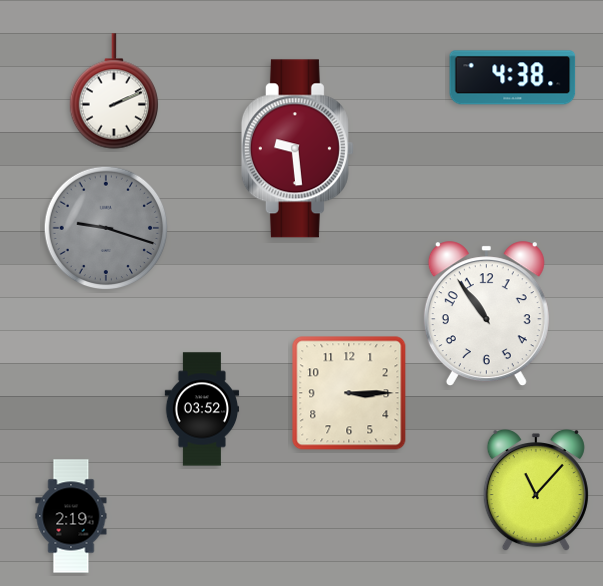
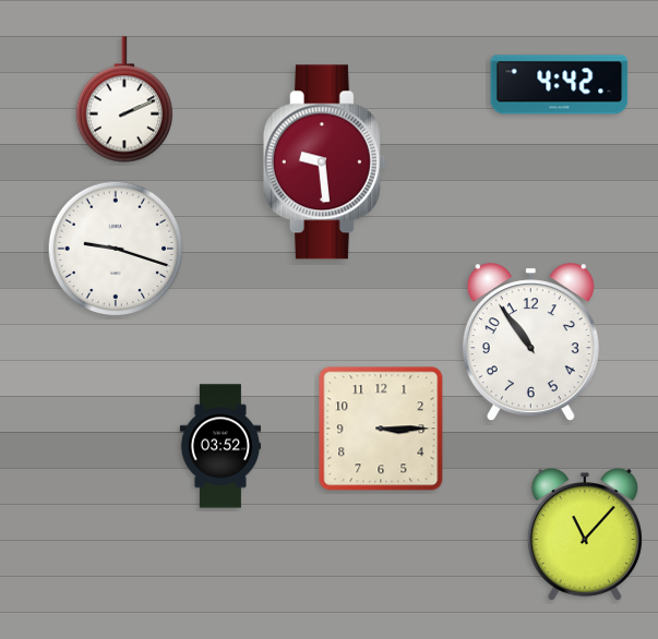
clock at (513, 78): 4:38 -> 4:42
clock at (106, 228) dial: grey -> white
clock at (71, 516): 2:19 -> none
